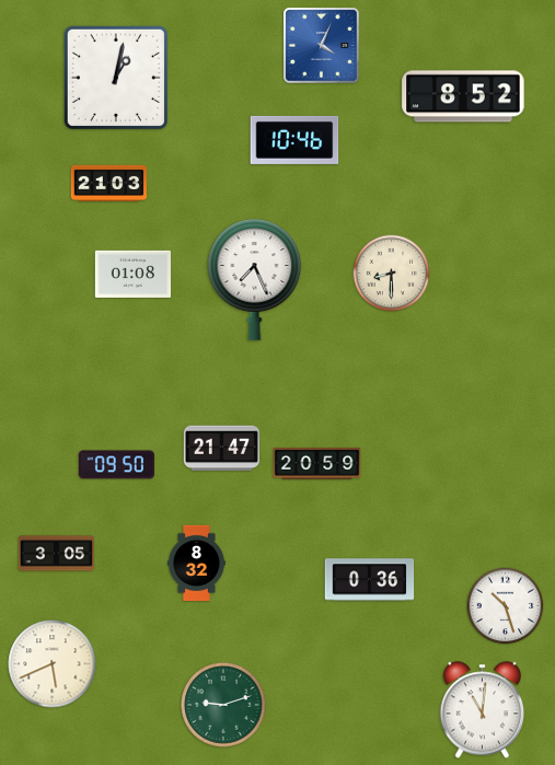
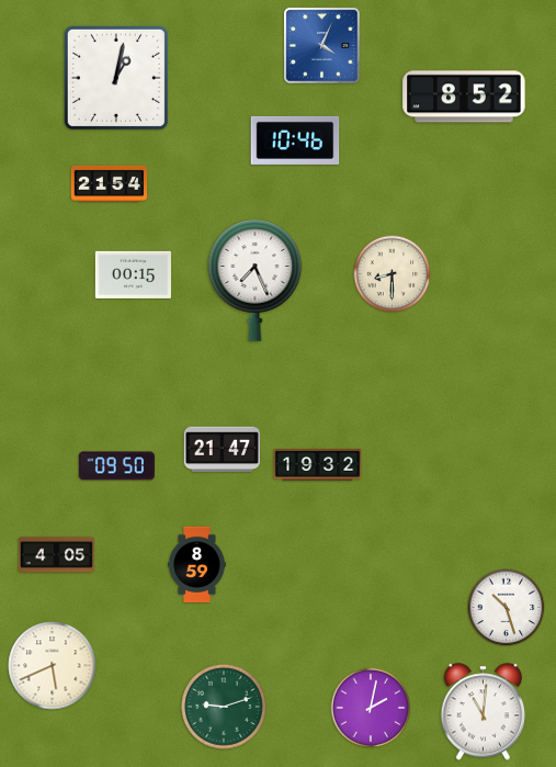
clock at (108, 183): 21:03 -> 21:54
clock at (132, 274): 01:08 -> 00:15
clock at (317, 464): 20:59 -> 19:32
clock at (56, 554): 3:05 -> 4:05
clock at (197, 563): 8:32 -> 8:59
clock at (370, 580): 0:36 -> none
clock at (371, 708): none -> 2:02
